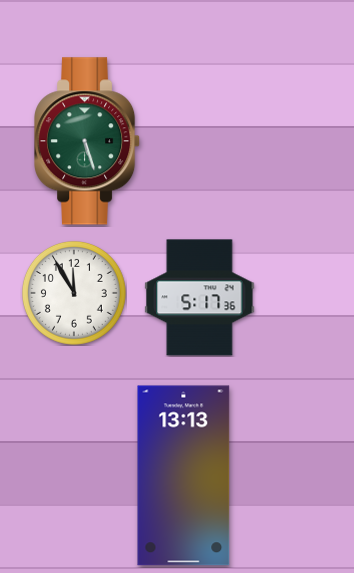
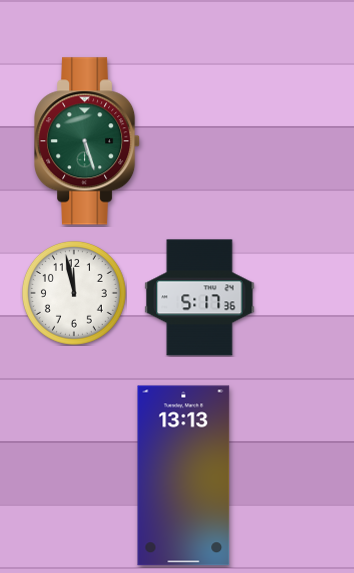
clock at (74, 293): 11:55 -> 11:58
